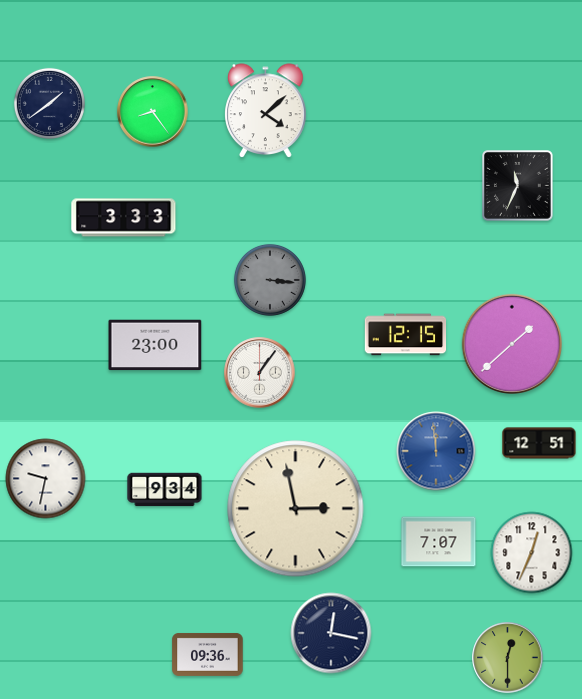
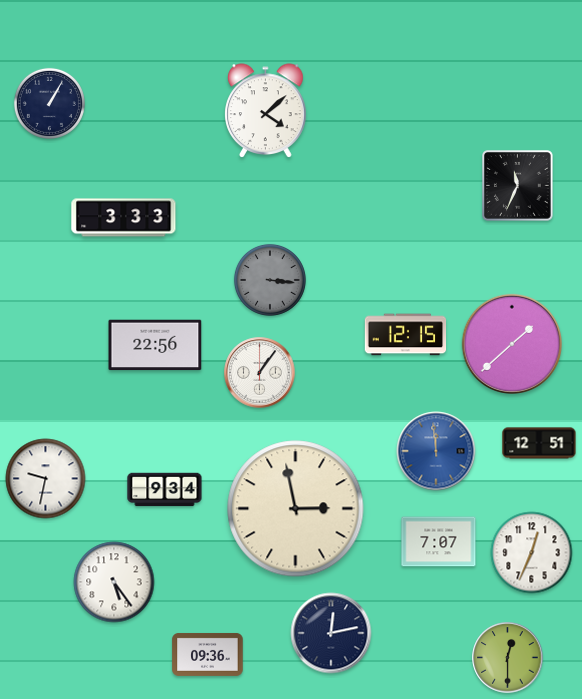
clock at (49, 103): 1:39 -> 1:05
clock at (153, 112): 8:24 -> none
clock at (155, 345): 23:00 -> 22:56
clock at (114, 582): none -> 5:24
clock at (331, 633): 12:17 -> 12:13
